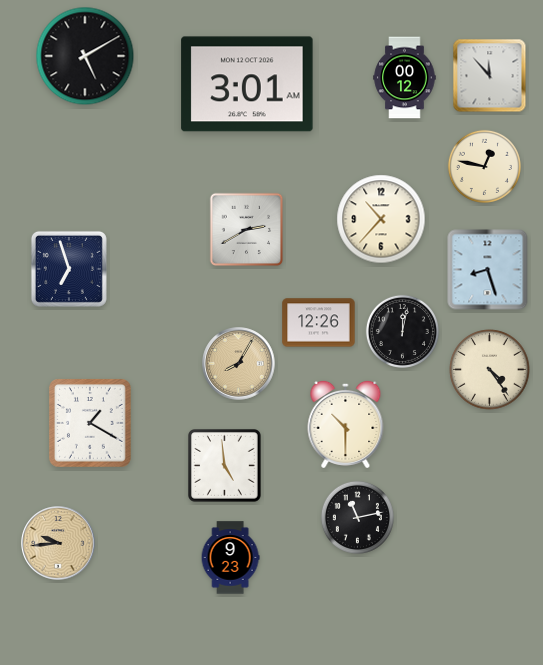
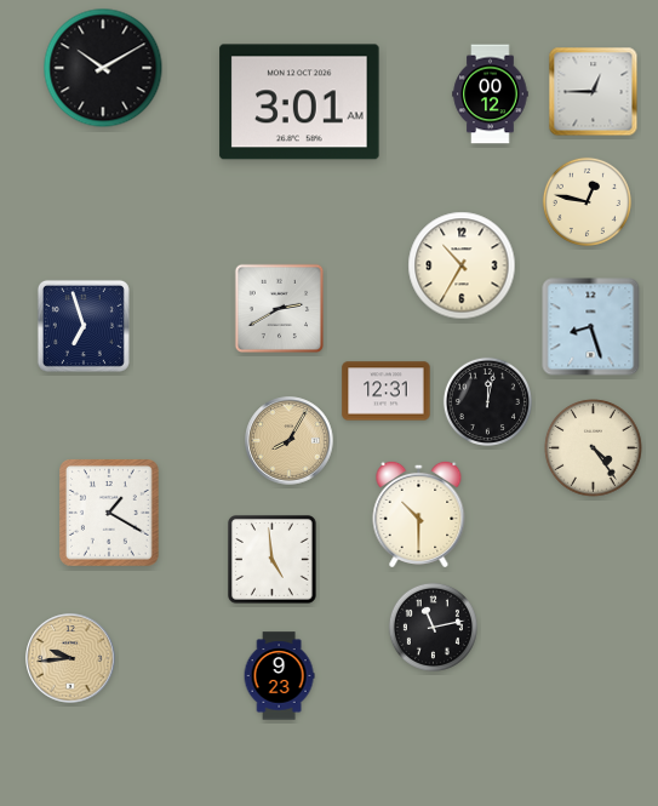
clock at (85, 56): 5:10 -> 10:10
clock at (490, 76): 11:53 -> 12:45
clock at (381, 219): 10:37 -> 10:35
clock at (247, 230) position: (247, 230) -> (280, 309)
clock at (319, 323): 12:26 -> 12:31
clock at (225, 466) position: (225, 466) -> (273, 560)
